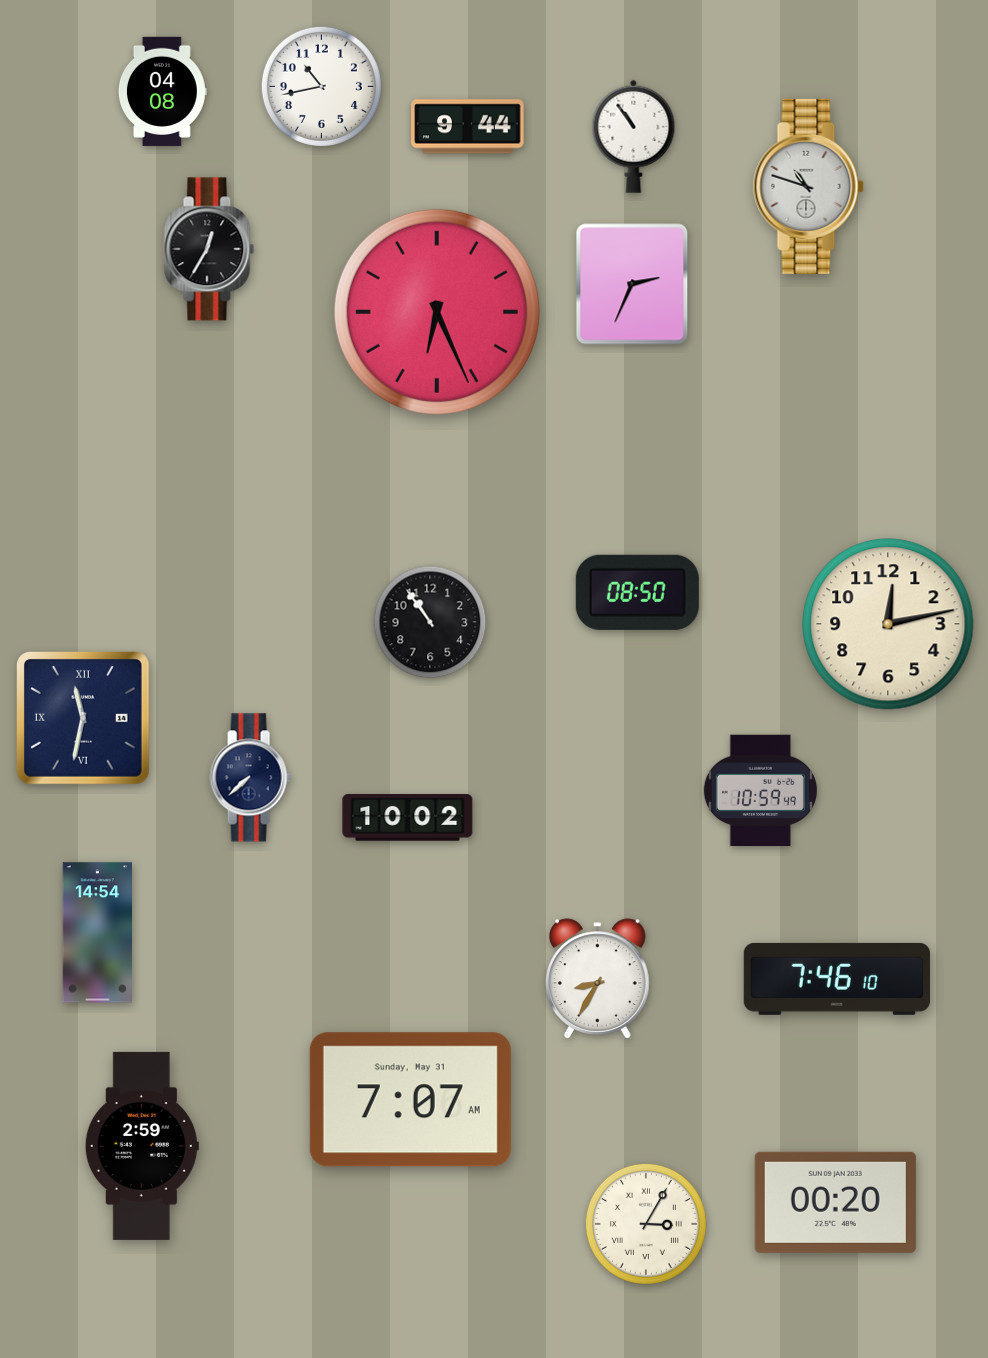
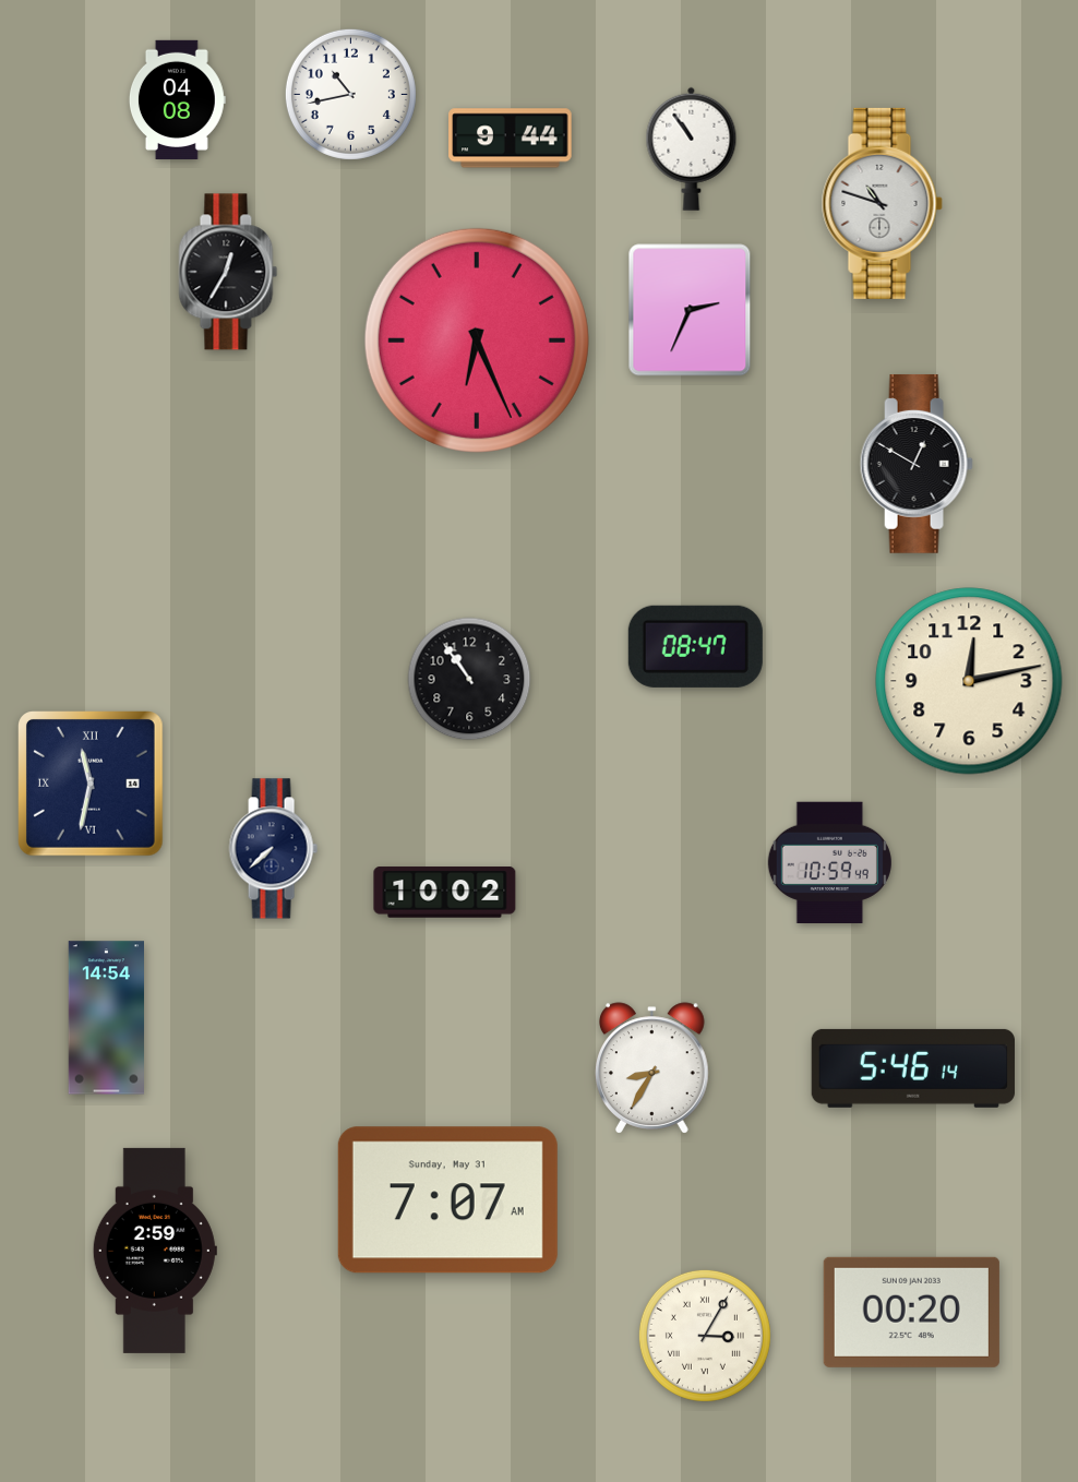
clock at (917, 464): none -> 12:50
clock at (637, 592): 08:50 -> 08:47
clock at (837, 979): 7:46 -> 5:46
